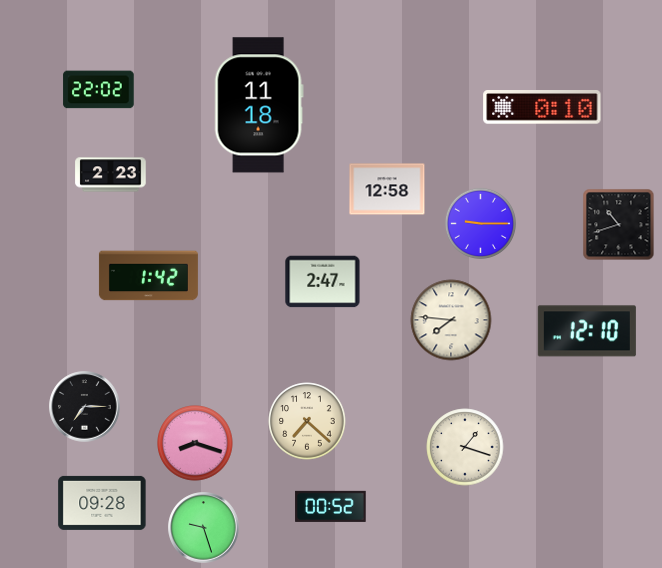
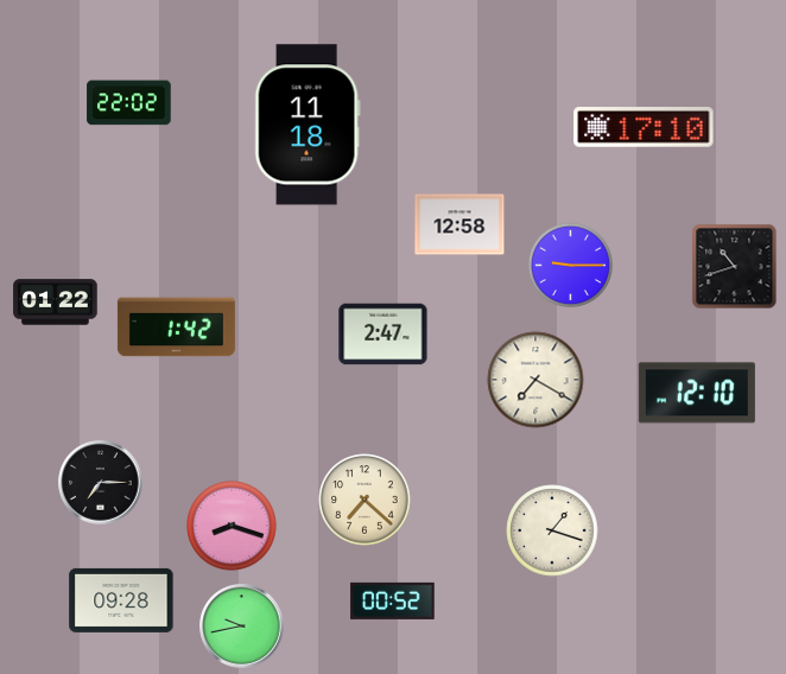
clock at (99, 90) position: (99, 90) -> (129, 103)
clock at (542, 107): 0:10 -> 17:10
clock at (111, 175): 2:23 -> none
clock at (56, 303): none -> 01:22
clock at (451, 320): 7:46 -> 7:20
clock at (102, 503) position: (102, 503) -> (121, 600)
clock at (204, 528): 9:27 -> 9:43
